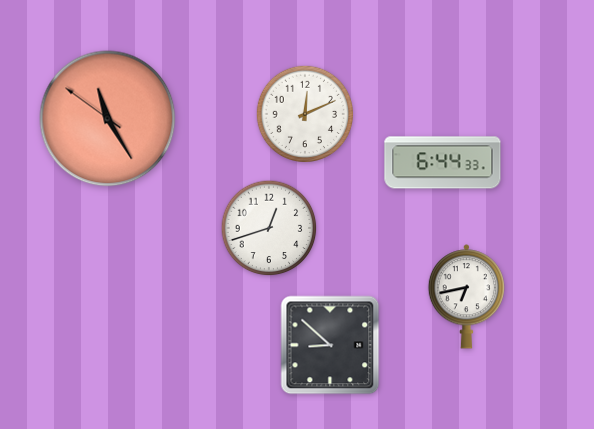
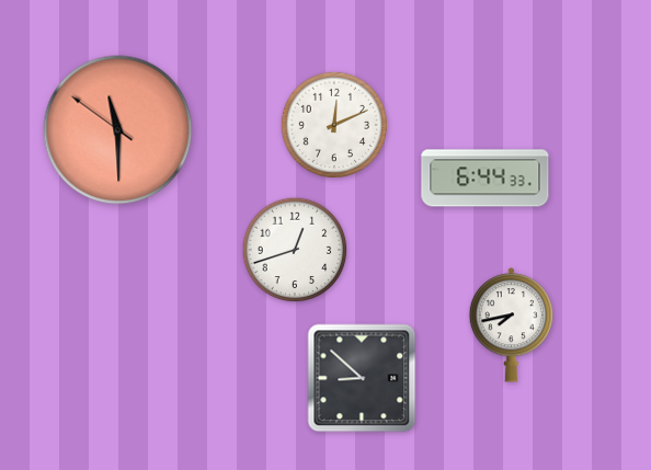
clock at (108, 119): 11:24 -> 11:29
clock at (466, 297): 6:43 -> 7:43
